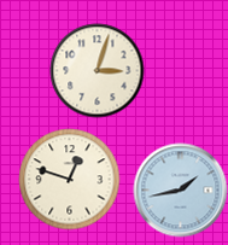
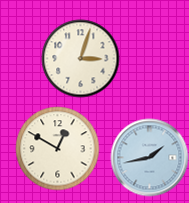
clock at (69, 179): 12:48 -> 12:50
